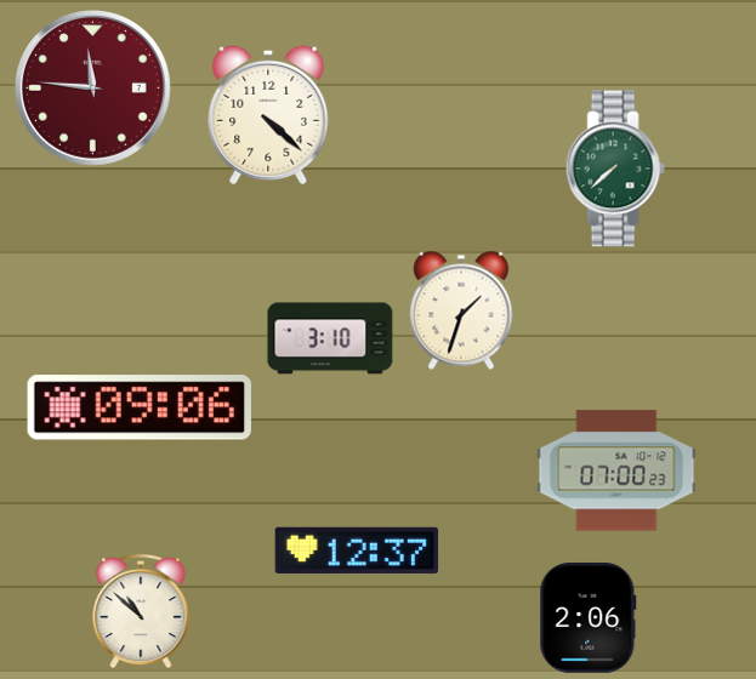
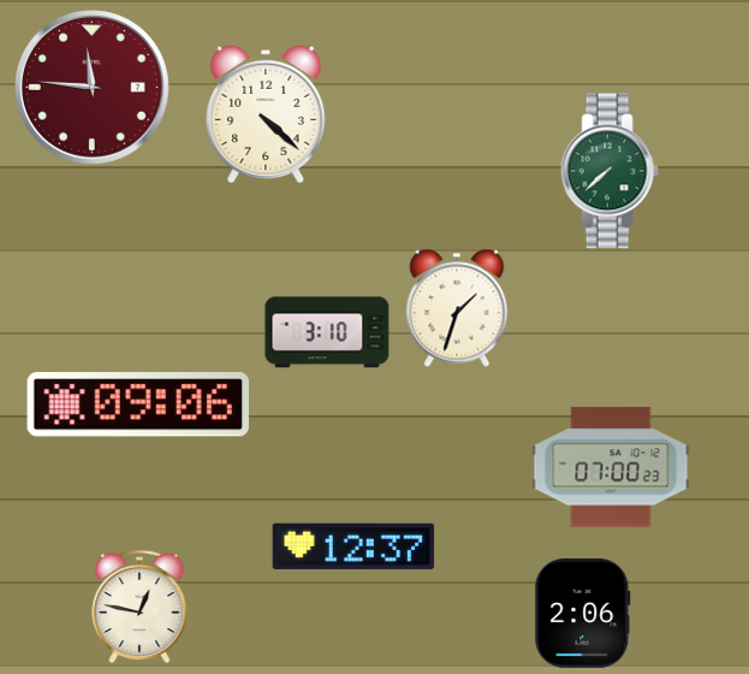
clock at (615, 169) position: (615, 169) -> (610, 171)
clock at (330, 338) position: (330, 338) -> (327, 332)
clock at (141, 611): 10:52 -> 12:47
